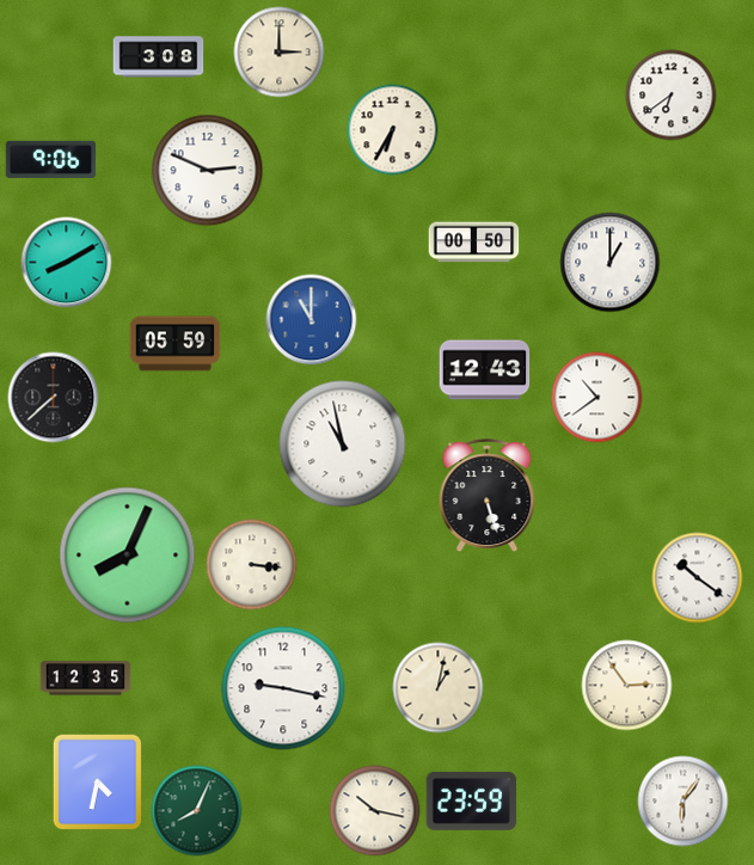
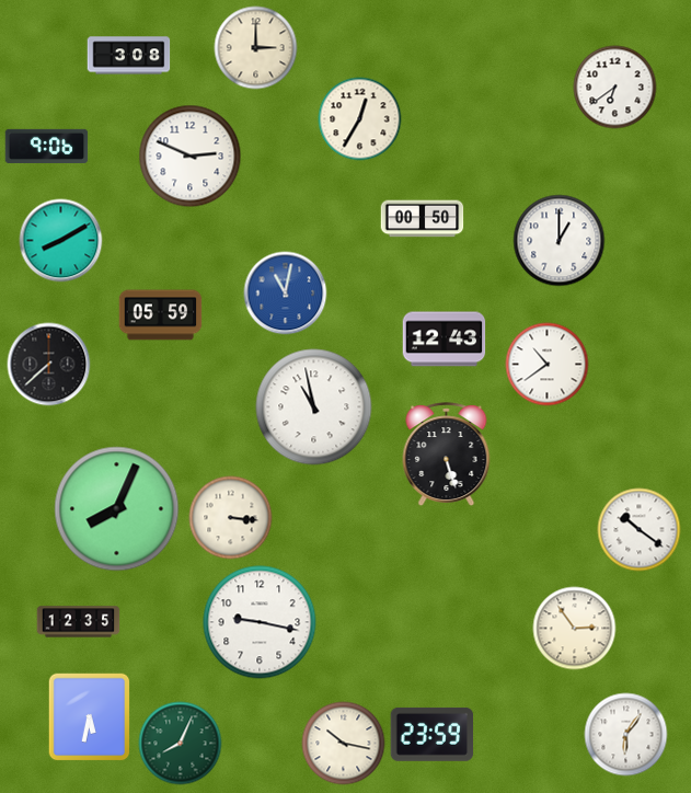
clock at (159, 57) position: (159, 57) -> (129, 56)
clock at (393, 130): 6:35 -> 12:35
clock at (474, 243) position: (474, 243) -> (423, 219)
clock at (312, 320): 11:00 -> 11:02
clock at (283, 688) position: (283, 688) -> (260, 622)
clock at (439, 688): 1:02 -> none
clock at (98, 783): 4:32 -> 5:32
